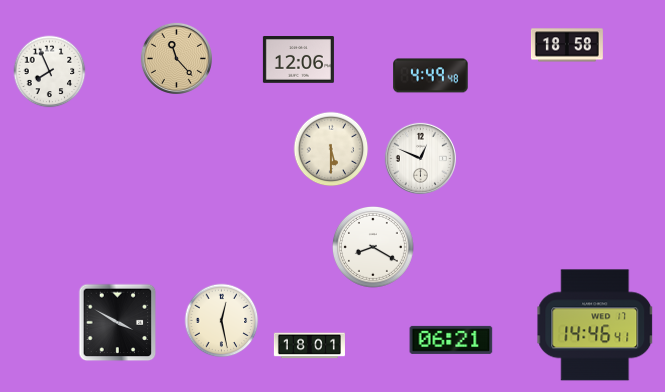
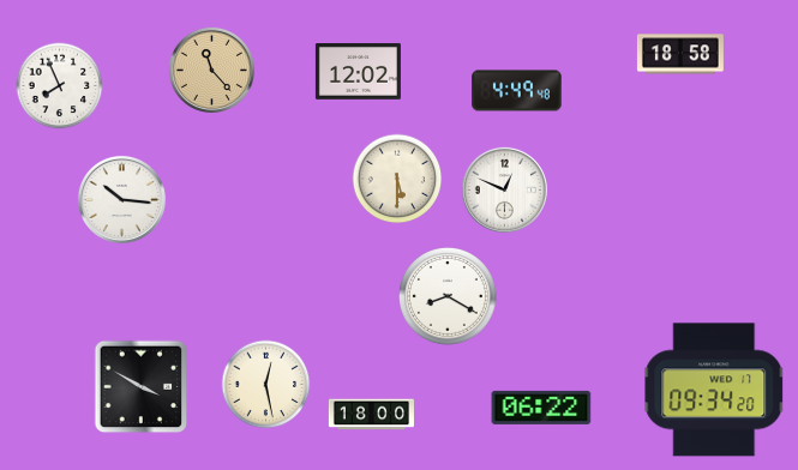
clock at (298, 60): 12:06 -> 12:02
clock at (121, 199): none -> 10:16
clock at (595, 325): 14:46 -> 09:34
clock at (451, 340): 06:21 -> 06:22
clock at (309, 346): 18:01 -> 18:00
